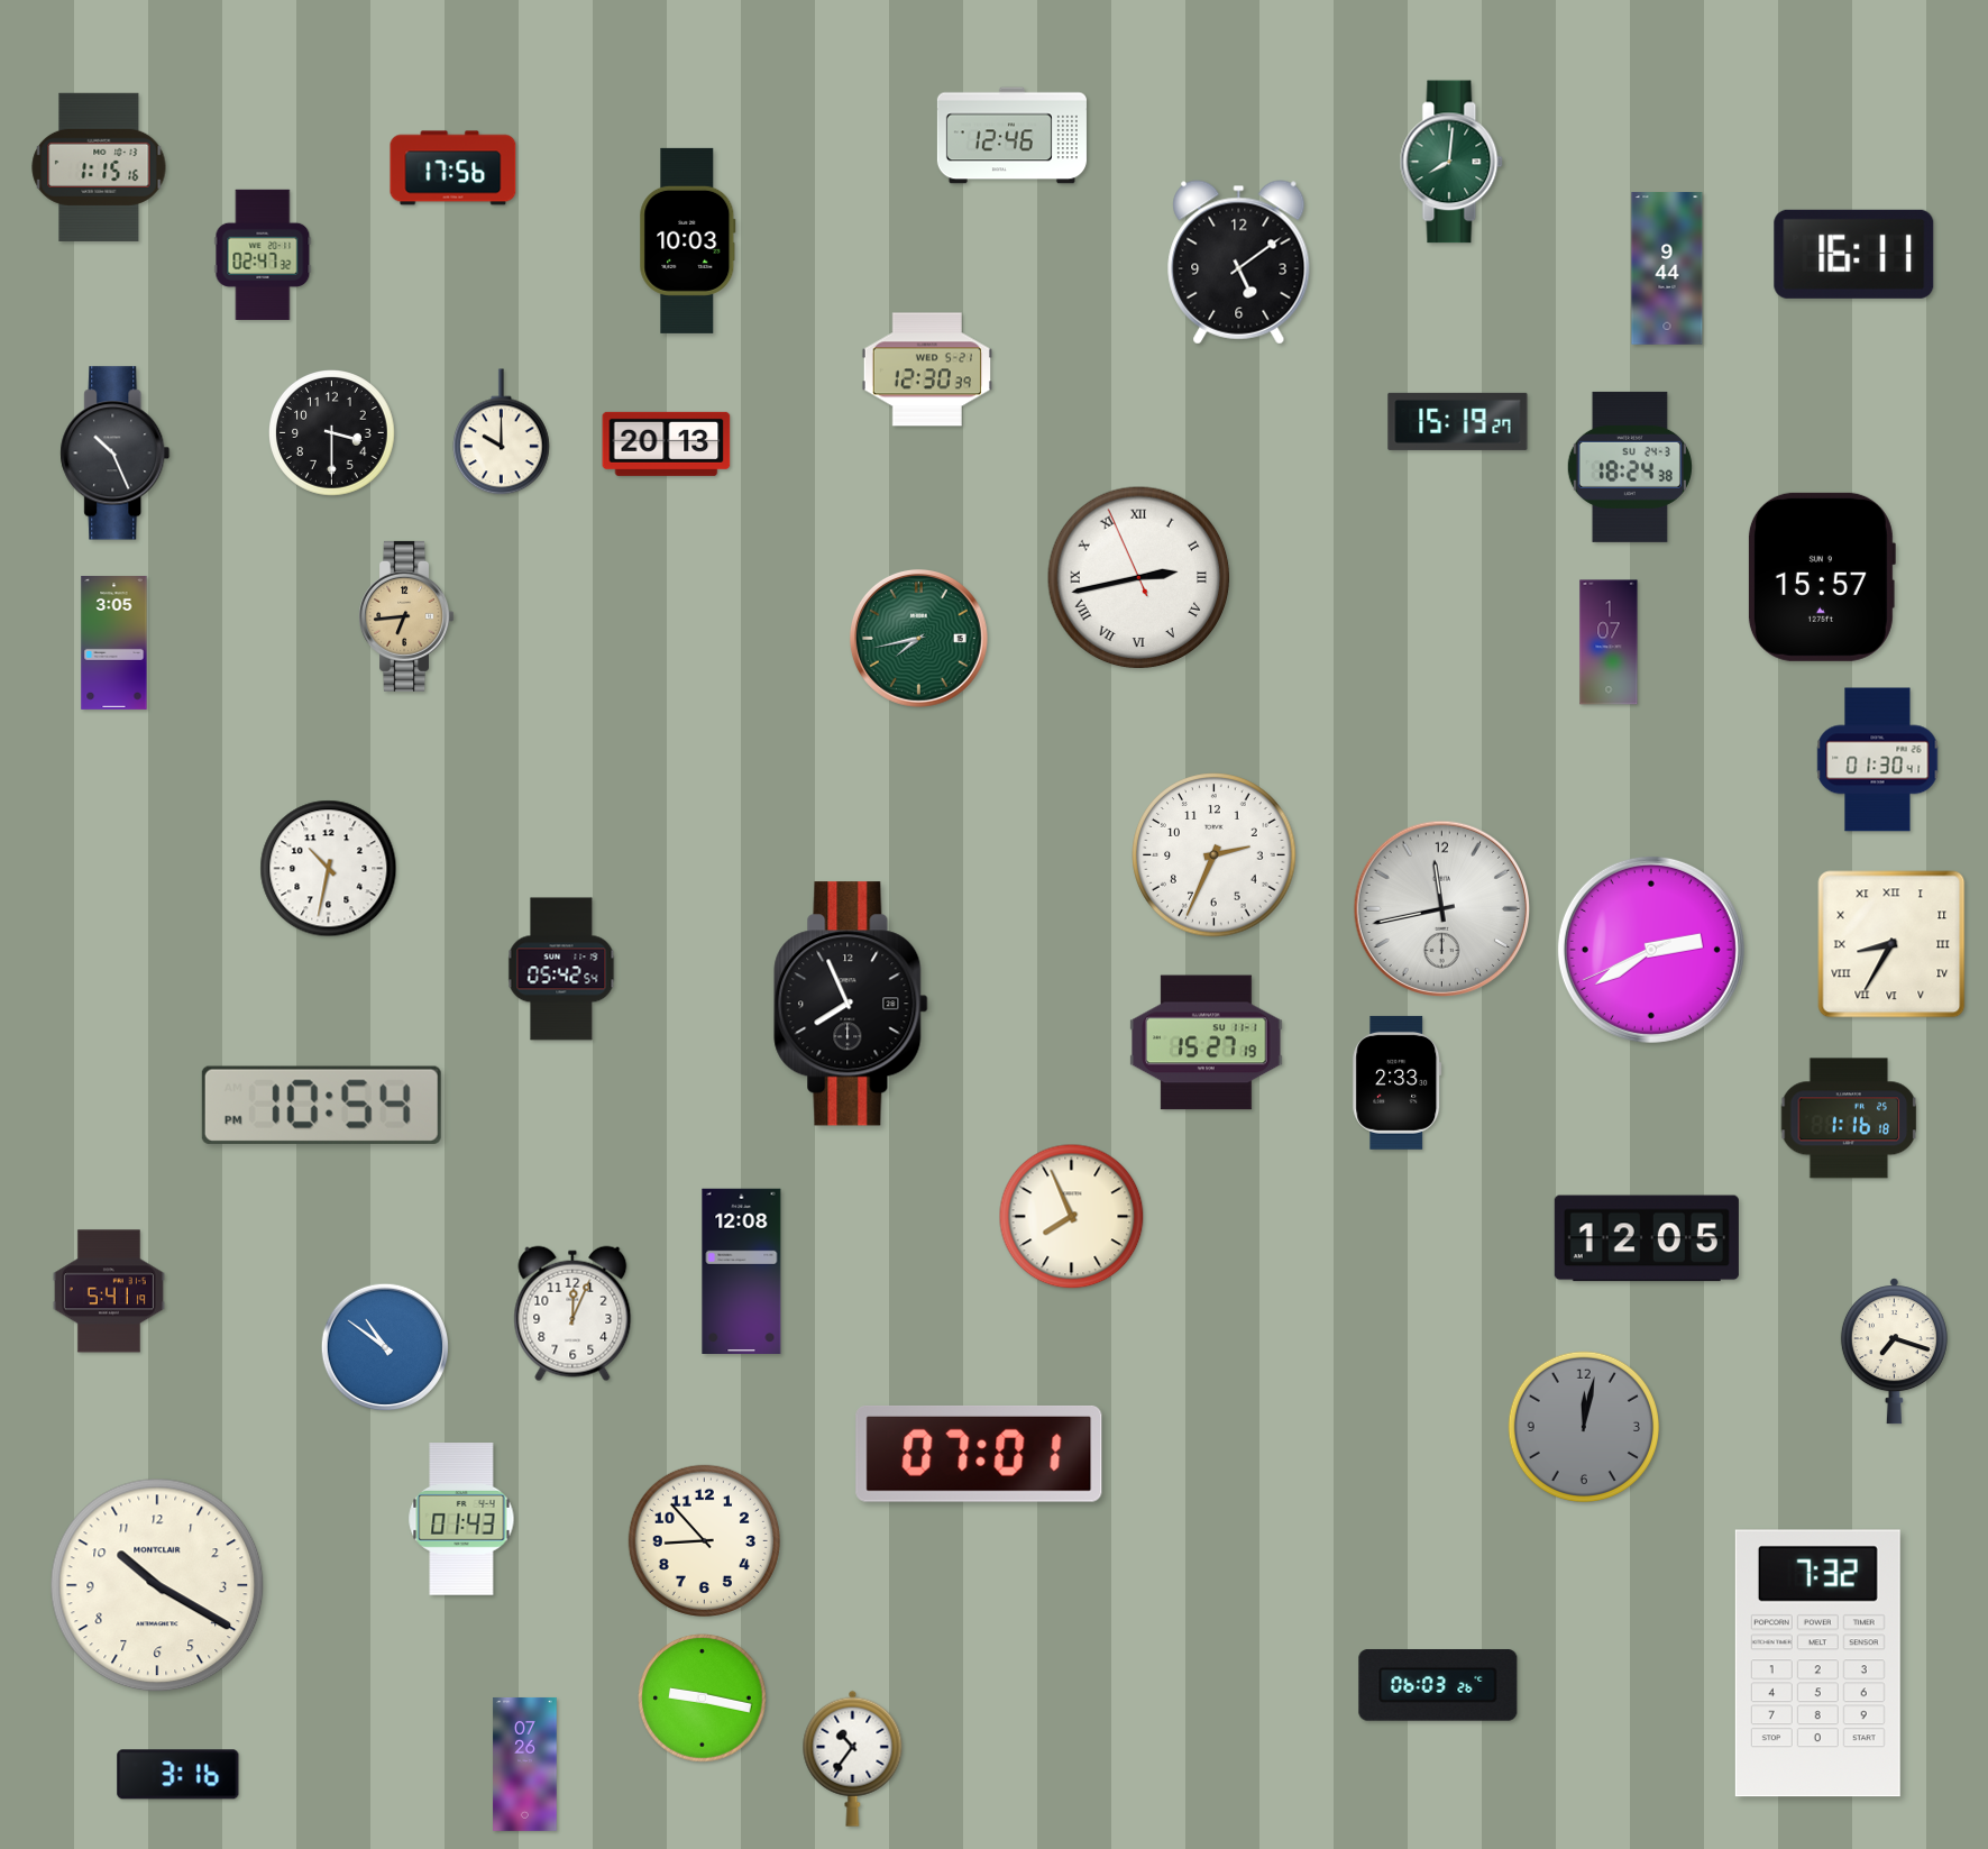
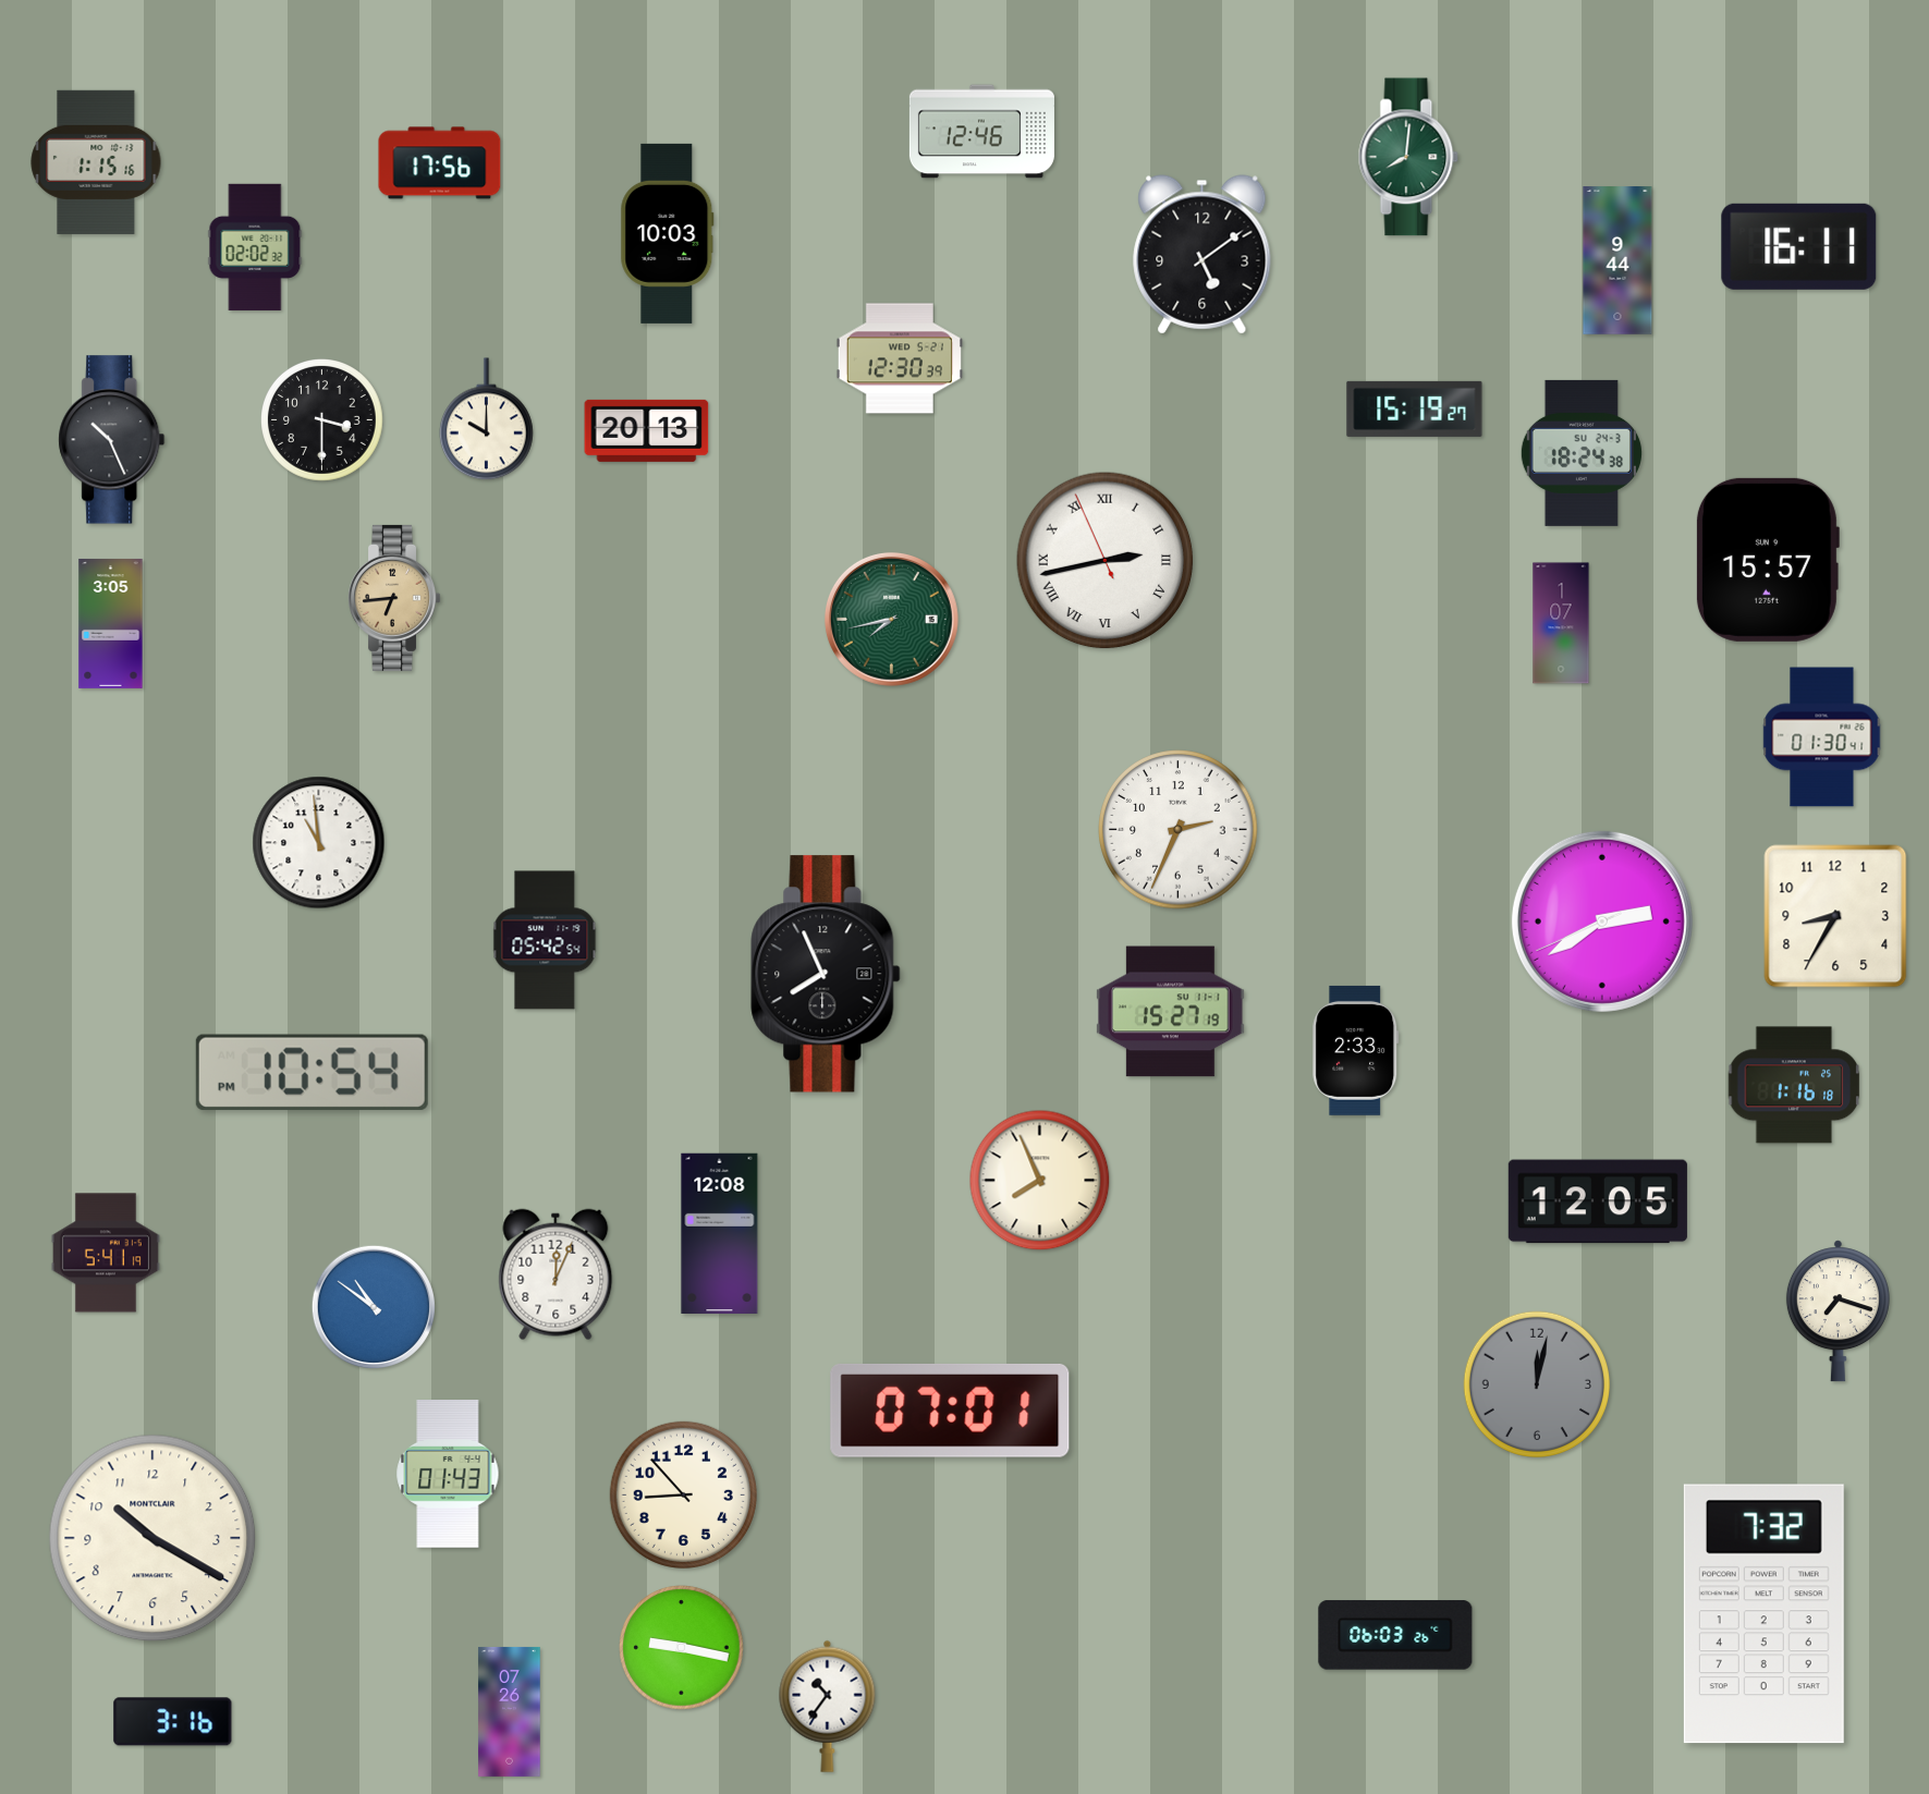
clock at (263, 255): 02:47 -> 02:02
clock at (329, 869): 10:32 -> 10:59
clock at (1441, 908): 11:43 -> none
clock at (1891, 944) numerals: Roman -> Arabic
